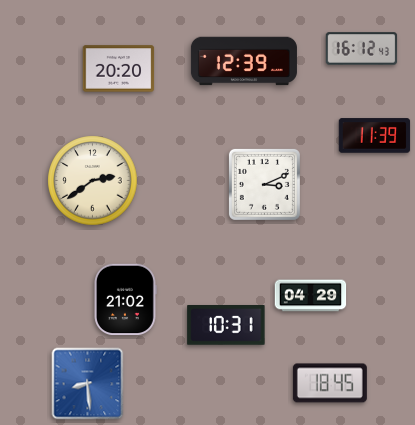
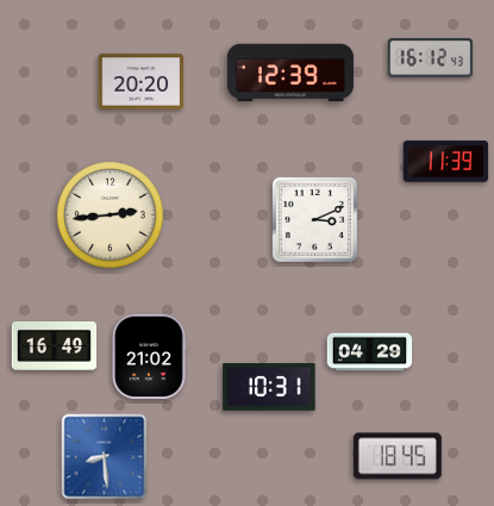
clock at (93, 181): 2:39 -> 2:44
clock at (55, 345): none -> 16:49
clock at (330, 383) position: (330, 383) -> (398, 456)
